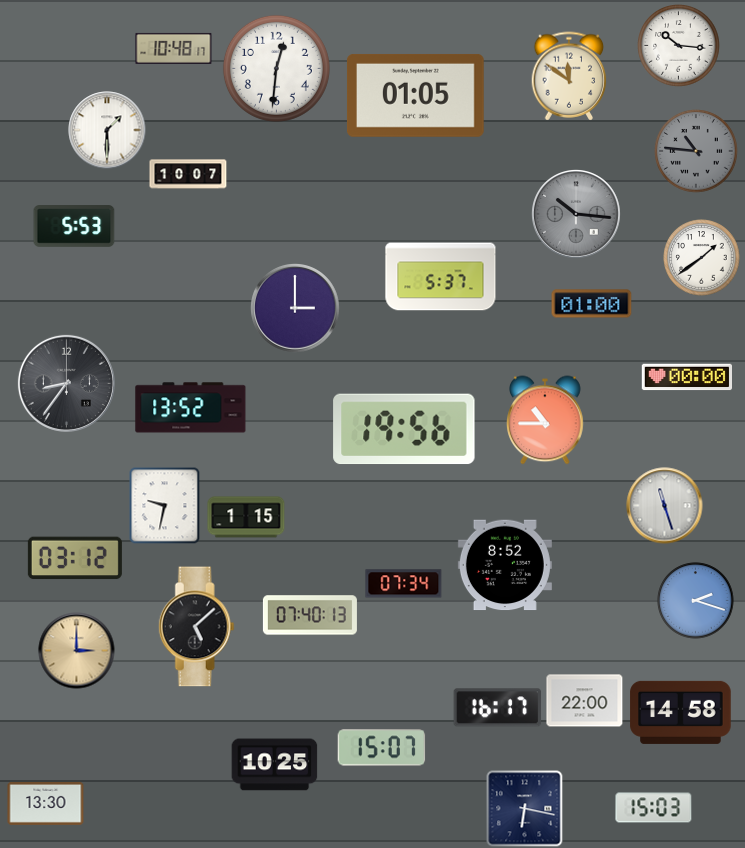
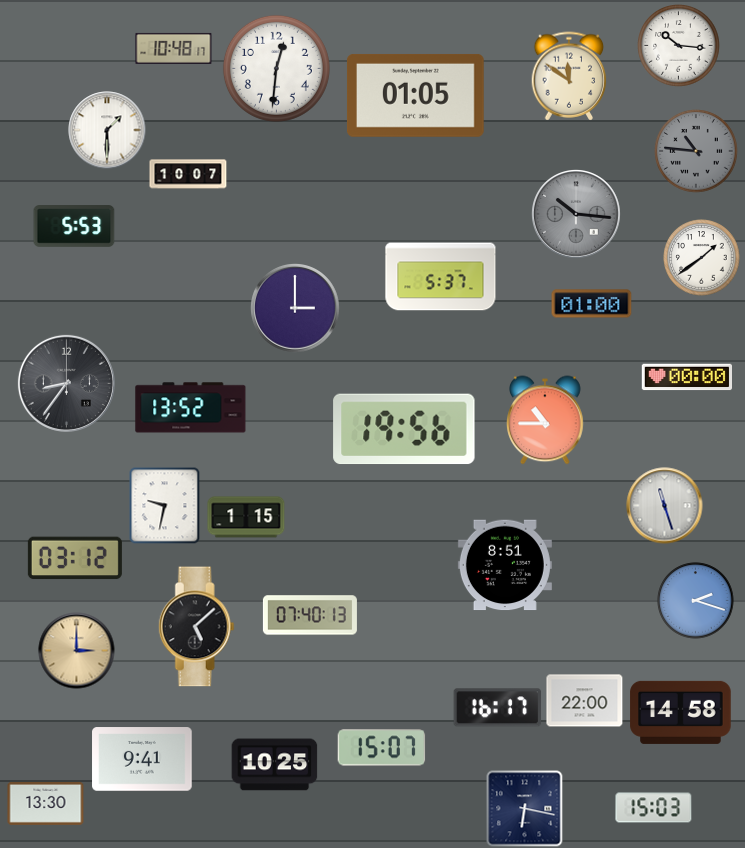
clock at (505, 565): 8:52 -> 8:51
clock at (404, 584): 07:34 -> none
clock at (142, 759): none -> 9:41
